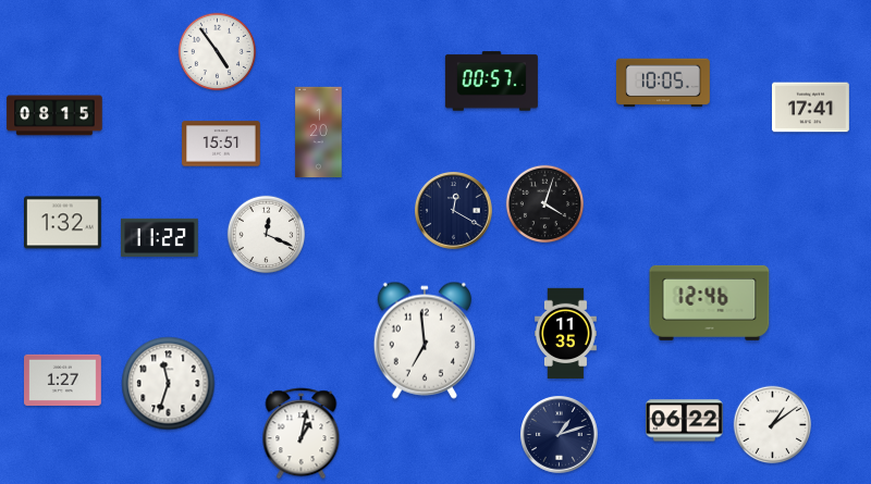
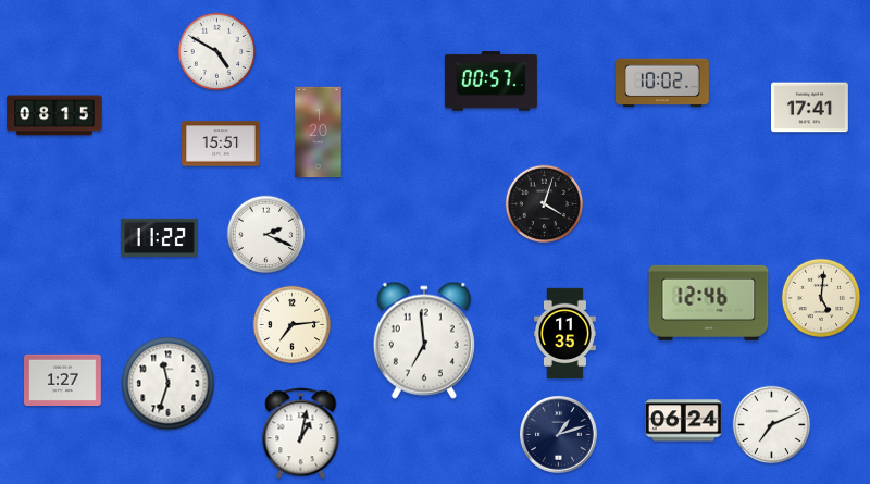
clock at (218, 52): 4:54 -> 4:50
clock at (663, 83): 10:05 -> 10:02
clock at (454, 211): 12:20 -> none
clock at (63, 223): 1:32 -> none
clock at (267, 235): 12:19 -> 2:19
clock at (820, 297): none -> 5:01
clock at (293, 325): none -> 7:14
clock at (685, 421): 06:22 -> 06:24
clock at (773, 425): 1:09 -> 7:11
